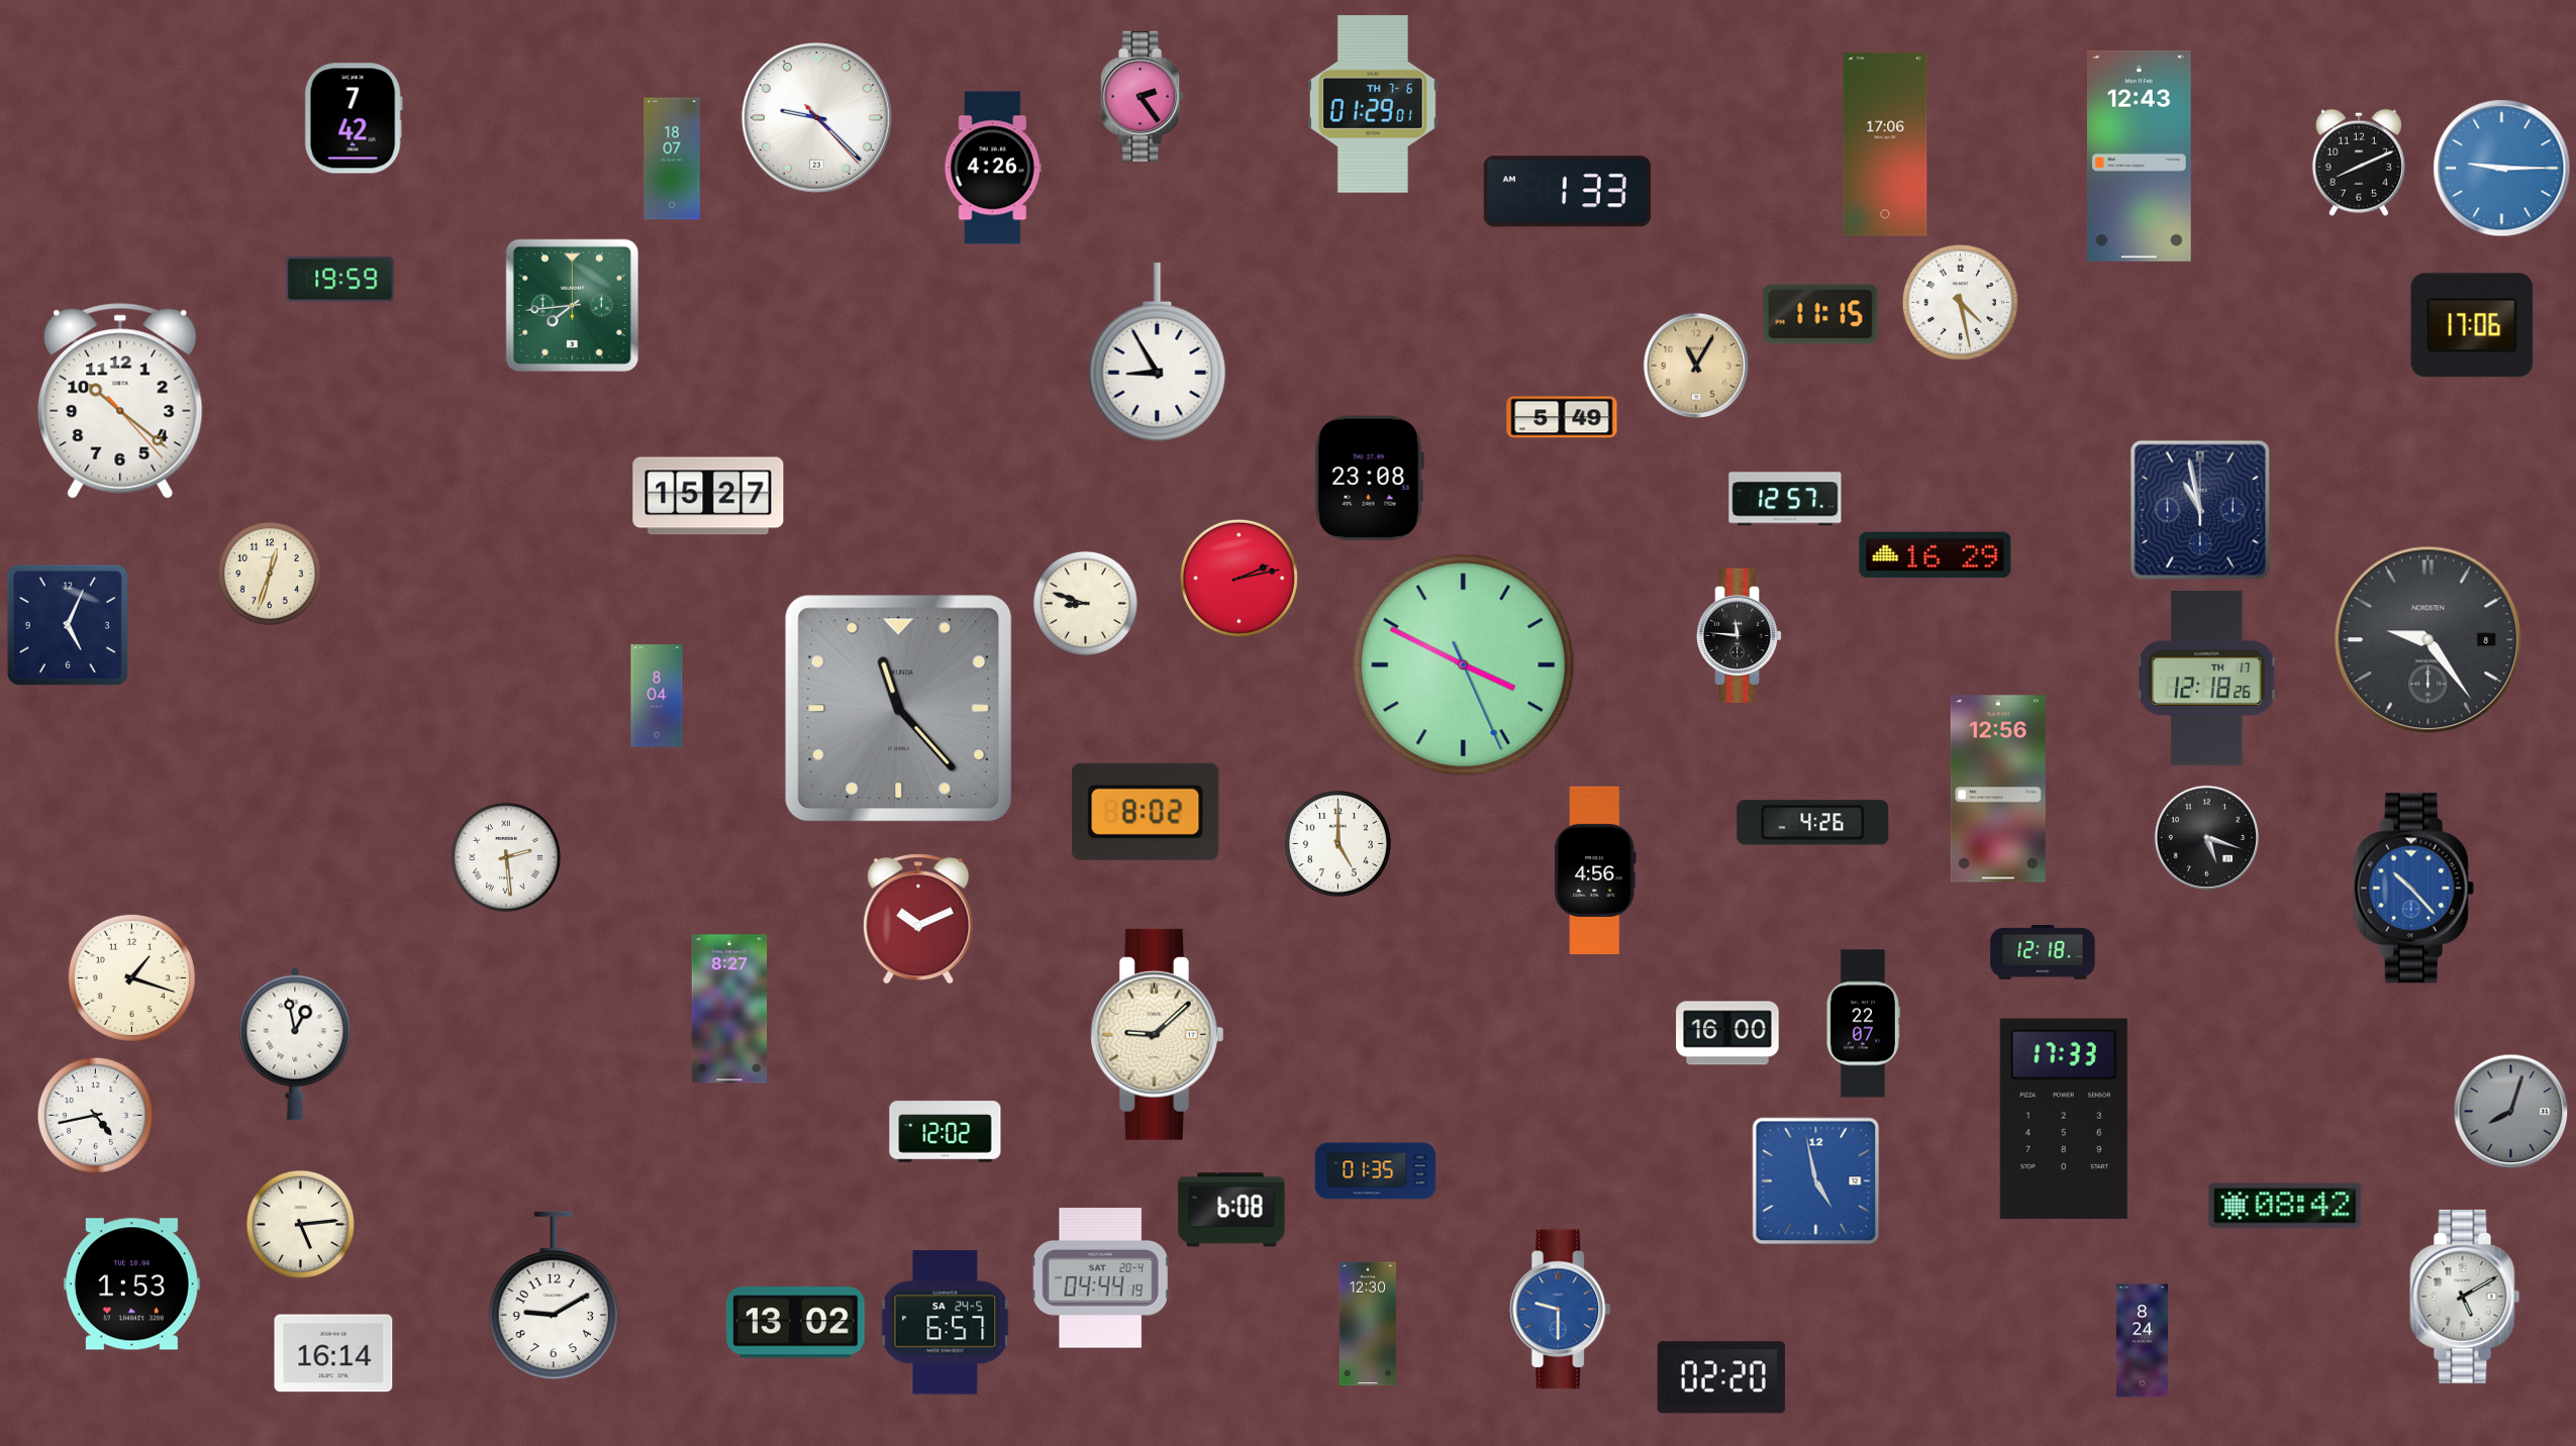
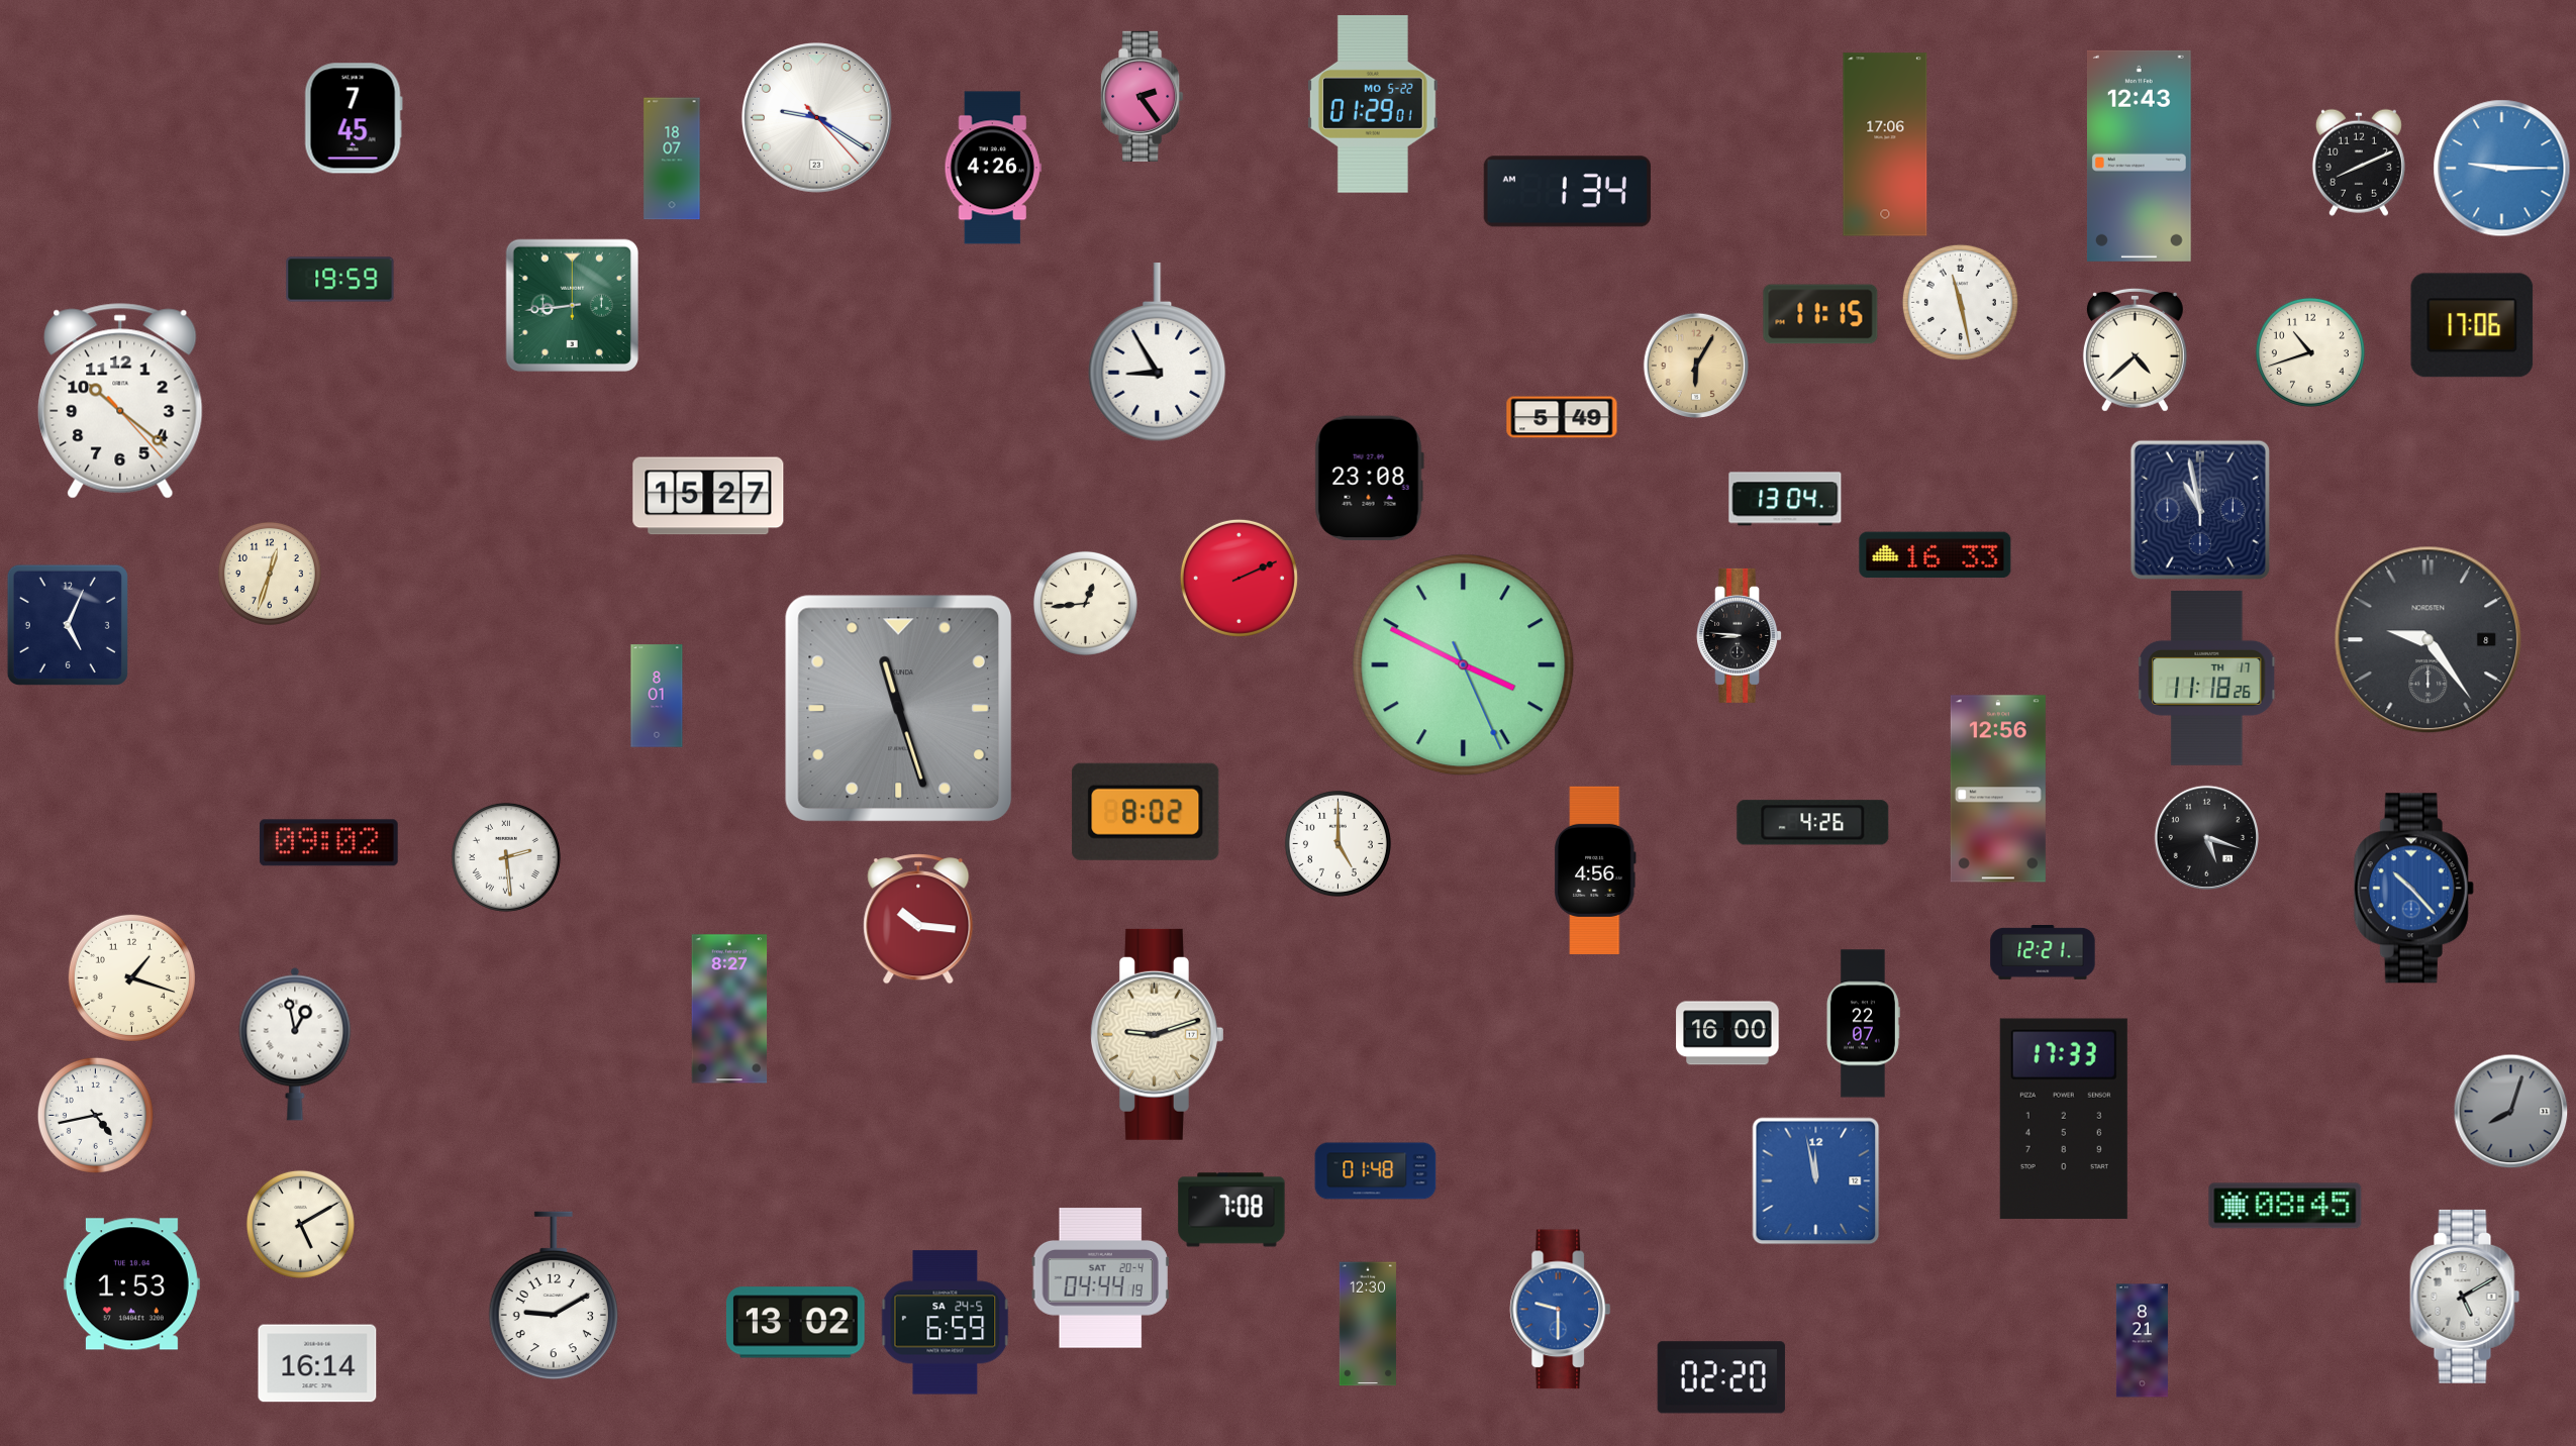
clock at (1373, 105) date: TH 7-6 -> MO 5-22
clock at (354, 118): 7:42 -> 7:45
clock at (817, 118): 9:22 -> 9:20
clock at (1567, 192): 1:33 -> 1:34
clock at (1960, 302): 4:28 -> 11:28
clock at (572, 305): 7:44 -> 8:44
clock at (2135, 349): none -> 4:38
clock at (2310, 352): none -> 10:42
clock at (1695, 365): 11:05 -> 6:05
clock at (1785, 499): 12:57 -> 13:04
clock at (1936, 555): 16:29 -> 16:33
clock at (1239, 578): 2:13 -> 2:11
clock at (1085, 603): 8:48 -> 12:44
clock at (1740, 635): 11:46 -> 8:46
clock at (2207, 678): 12:18 -> 11:18
clock at (657, 696): 8:04 -> 8:01
clock at (898, 708): 11:23 -> 11:27
clock at (328, 843): none -> 09:02
clock at (918, 919): 10:11 -> 10:16
clock at (2043, 953): 12:18 -> 12:21
clock at (1157, 1034): 9:08 -> 9:12
clock at (946, 1132): 12:02 -> none
clock at (1376, 1171): 01:35 -> 01:48
clock at (1816, 1181): 4:58 -> 11:58
clock at (2285, 1206): 08:42 -> 08:45
clock at (1231, 1210): 6:08 -> 7:08
clock at (300, 1224): 5:14 -> 5:10
clock at (946, 1323): 6:57 -> 6:59
clock at (2142, 1341): 8:24 -> 8:21
clock at (333, 1353) position: (333, 1353) -> (317, 1363)
